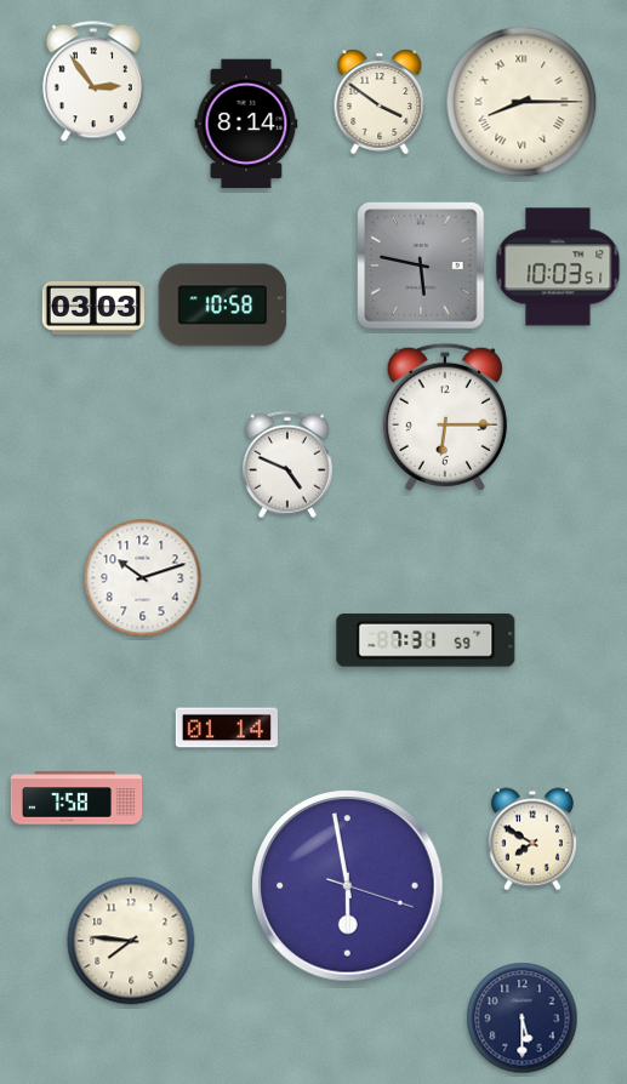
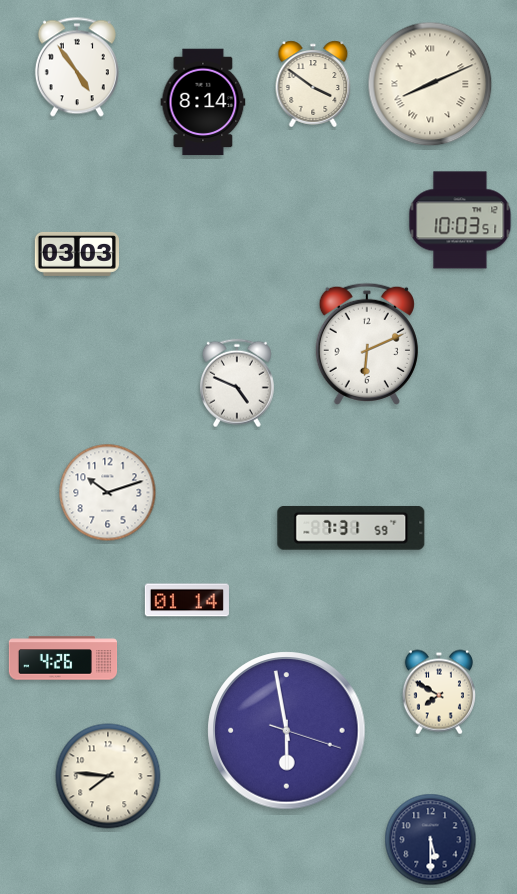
clock at (93, 81): 2:54 -> 4:54
clock at (521, 102): 8:15 -> 8:11
clock at (421, 266): 5:47 -> none
clock at (223, 306): 10:58 -> none
clock at (445, 417): 6:15 -> 6:11
clock at (143, 578) position: (143, 578) -> (108, 493)
clock at (76, 798): 7:58 -> 4:26
